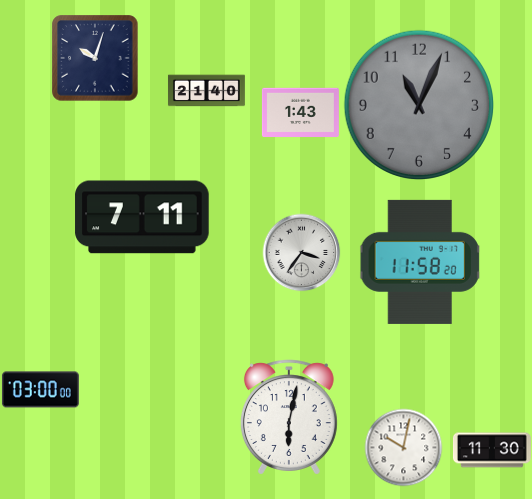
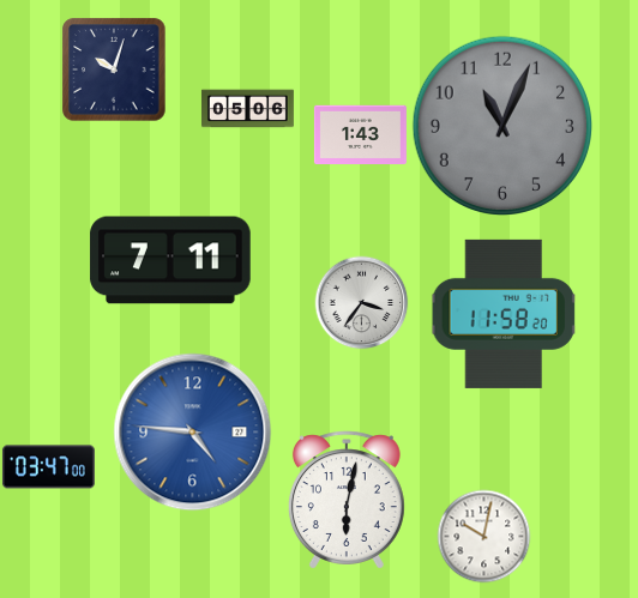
clock at (206, 91): 21:40 -> 05:06
clock at (193, 433): none -> 4:46
clock at (40, 390): 03:00 -> 03:47
clock at (492, 450): 11:30 -> none
